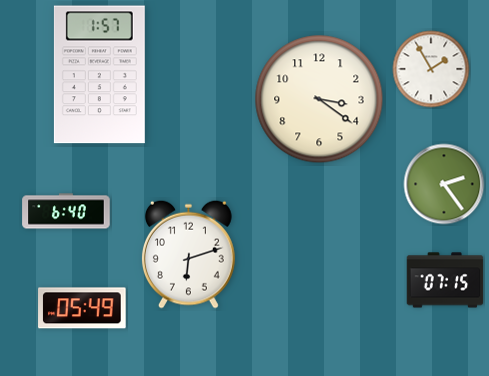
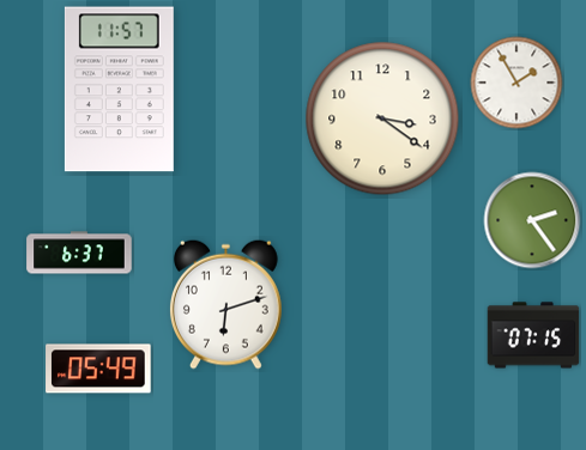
clock at (99, 75): 1:57 -> 11:57
clock at (66, 211): 6:40 -> 6:37
